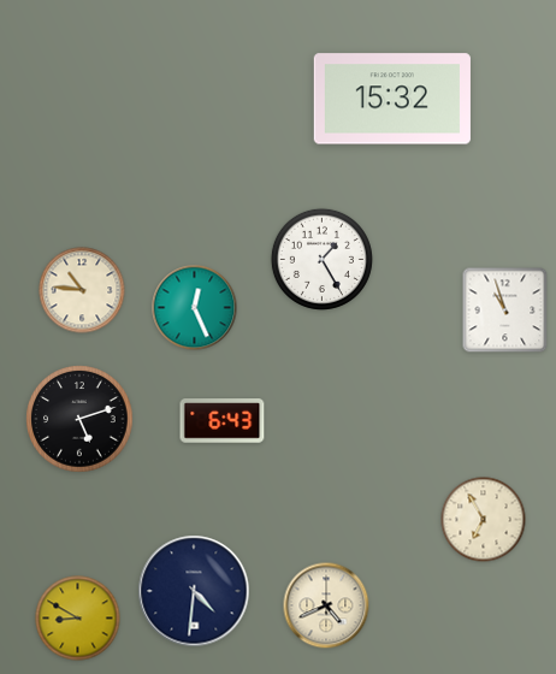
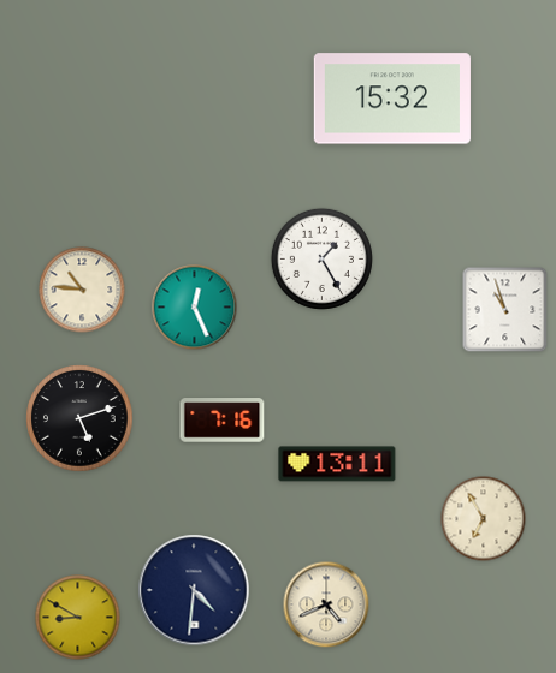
clock at (223, 421): 6:43 -> 7:16
clock at (337, 464): none -> 13:11
